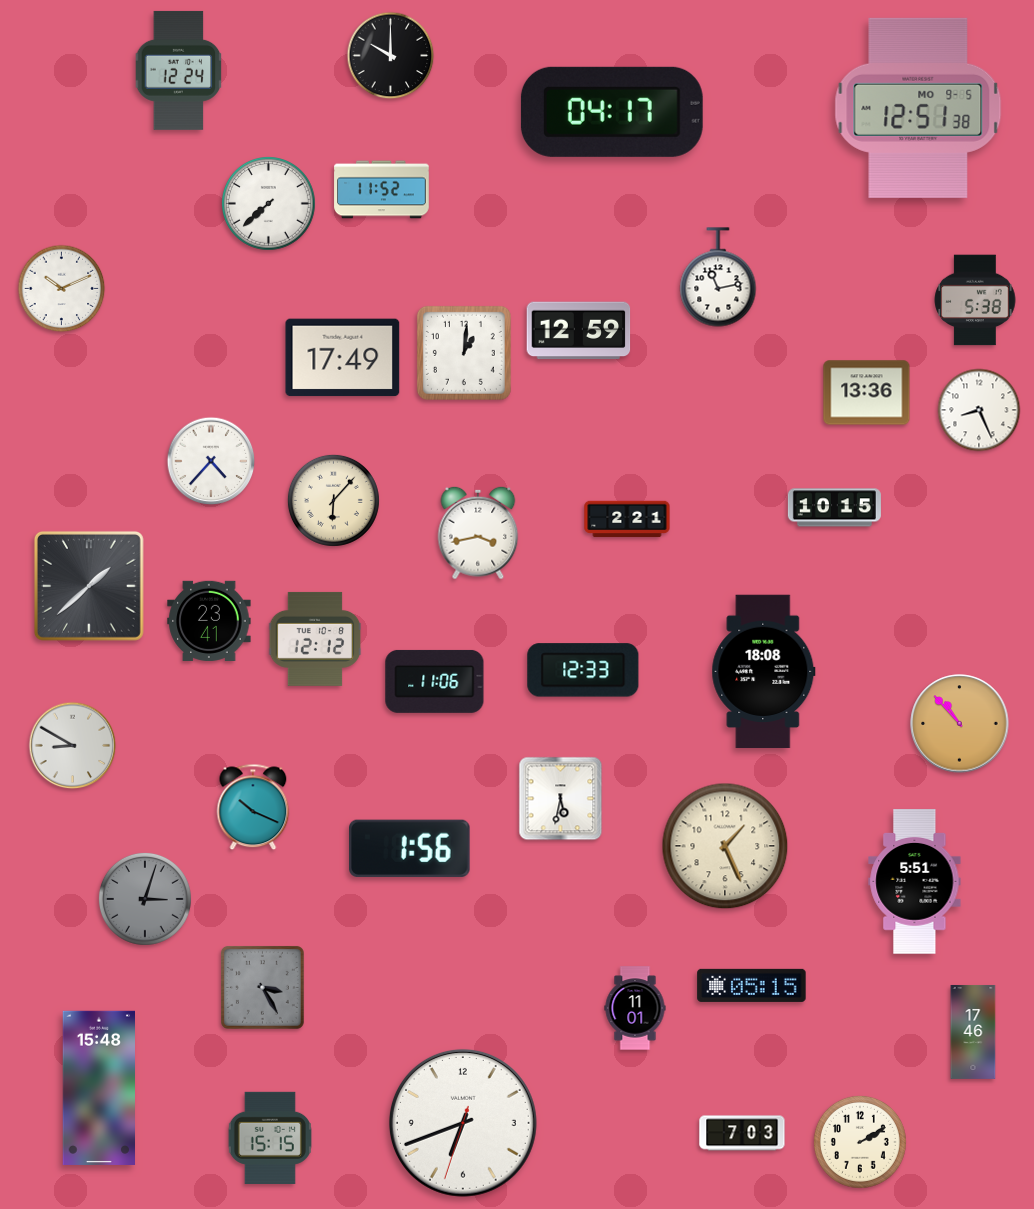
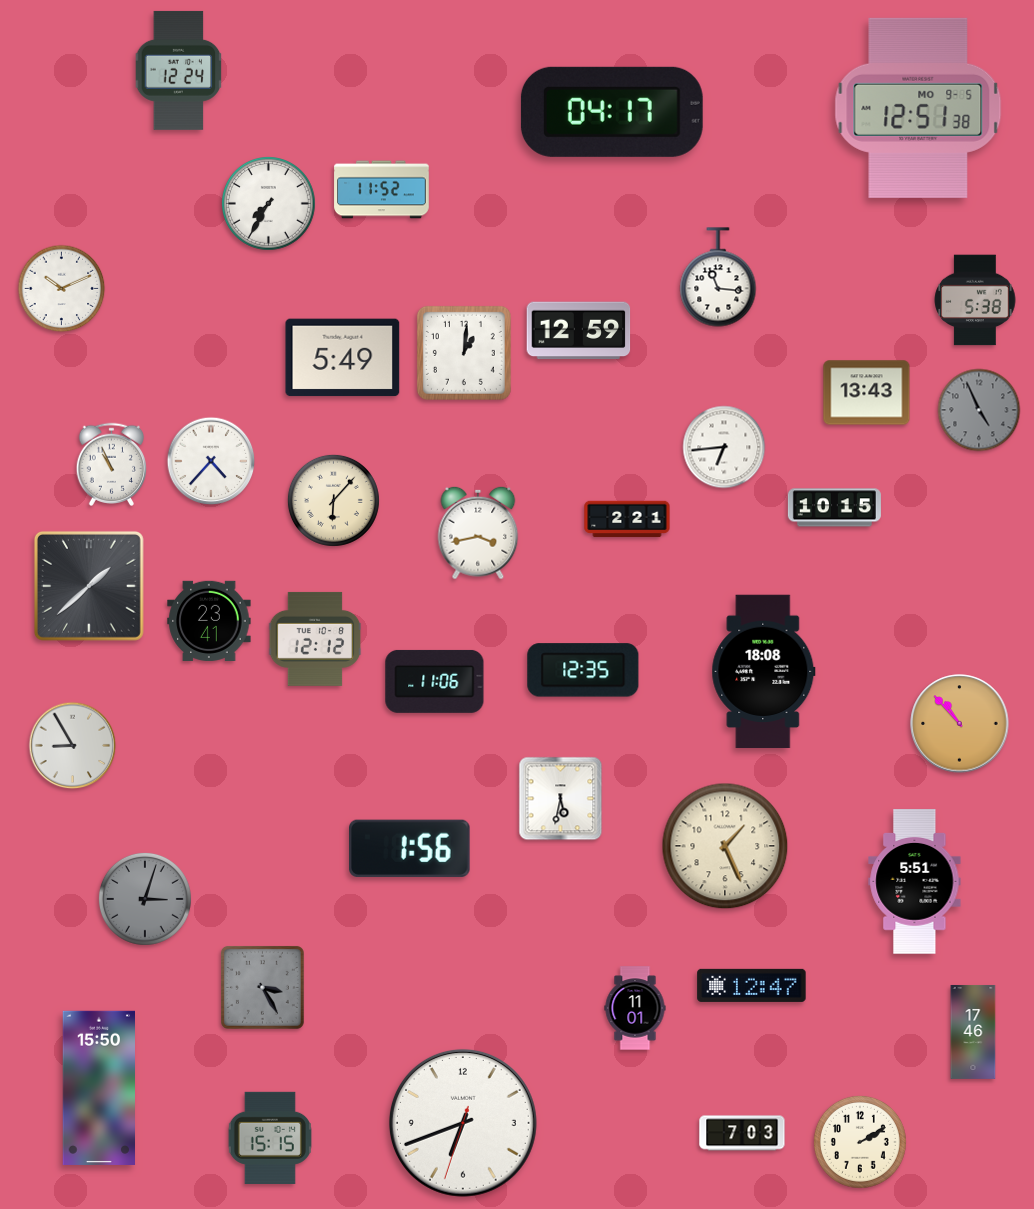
clock at (391, 56): 10:00 -> none
clock at (269, 204): 7:38 -> 7:35
clock at (718, 277): 11:13 -> 11:16
clock at (343, 358): 17:49 -> 5:49
clock at (867, 393): 13:36 -> 13:43
clock at (979, 410): 8:26 -> 4:56
clock at (979, 410) dial: white -> grey
clock at (724, 447): none -> 6:44
clock at (111, 464): none -> 10:56
clock at (583, 670): 12:33 -> 12:35
clock at (73, 746): 8:50 -> 8:55
clock at (253, 807): 10:19 -> none
clock at (752, 985): 05:15 -> 12:47
clock at (99, 1088): 15:48 -> 15:50
